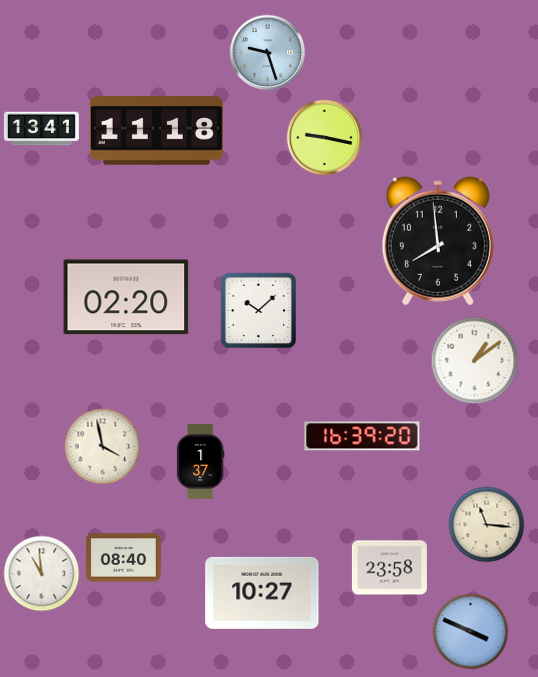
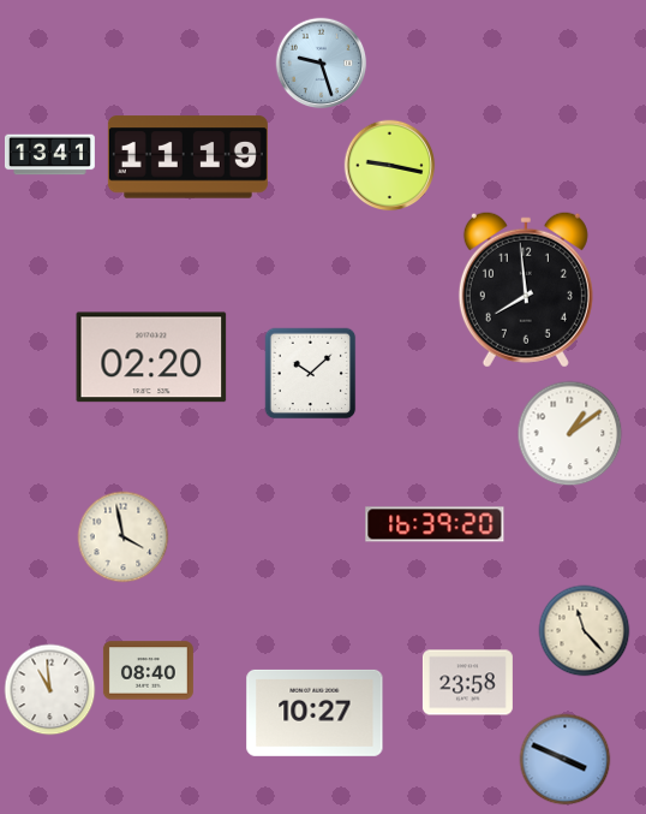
clock at (156, 131): 11:18 -> 11:19
clock at (200, 461): 1:37 -> none
clock at (487, 525): 11:16 -> 11:23
